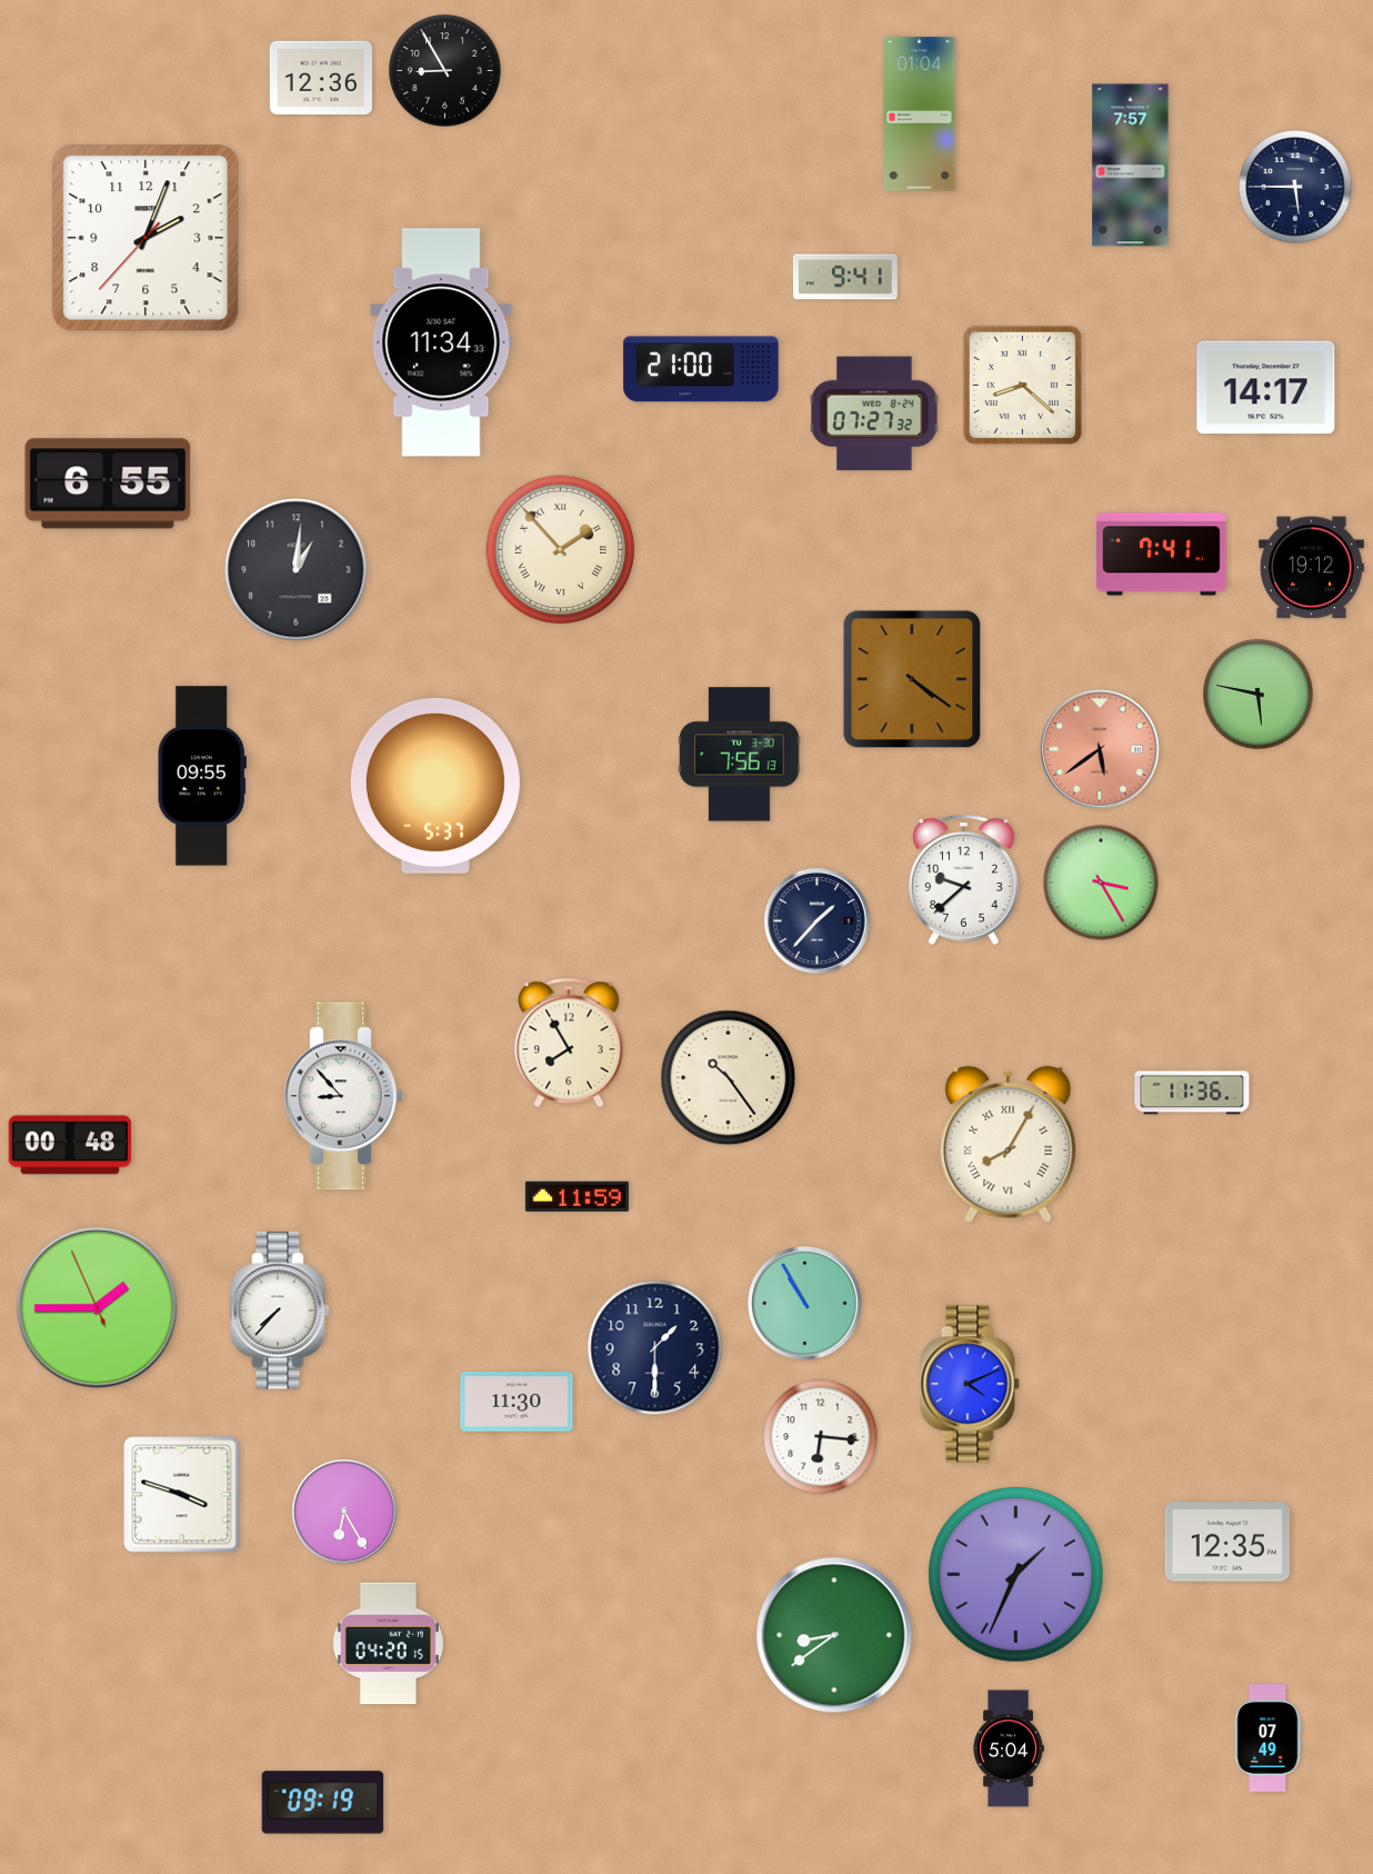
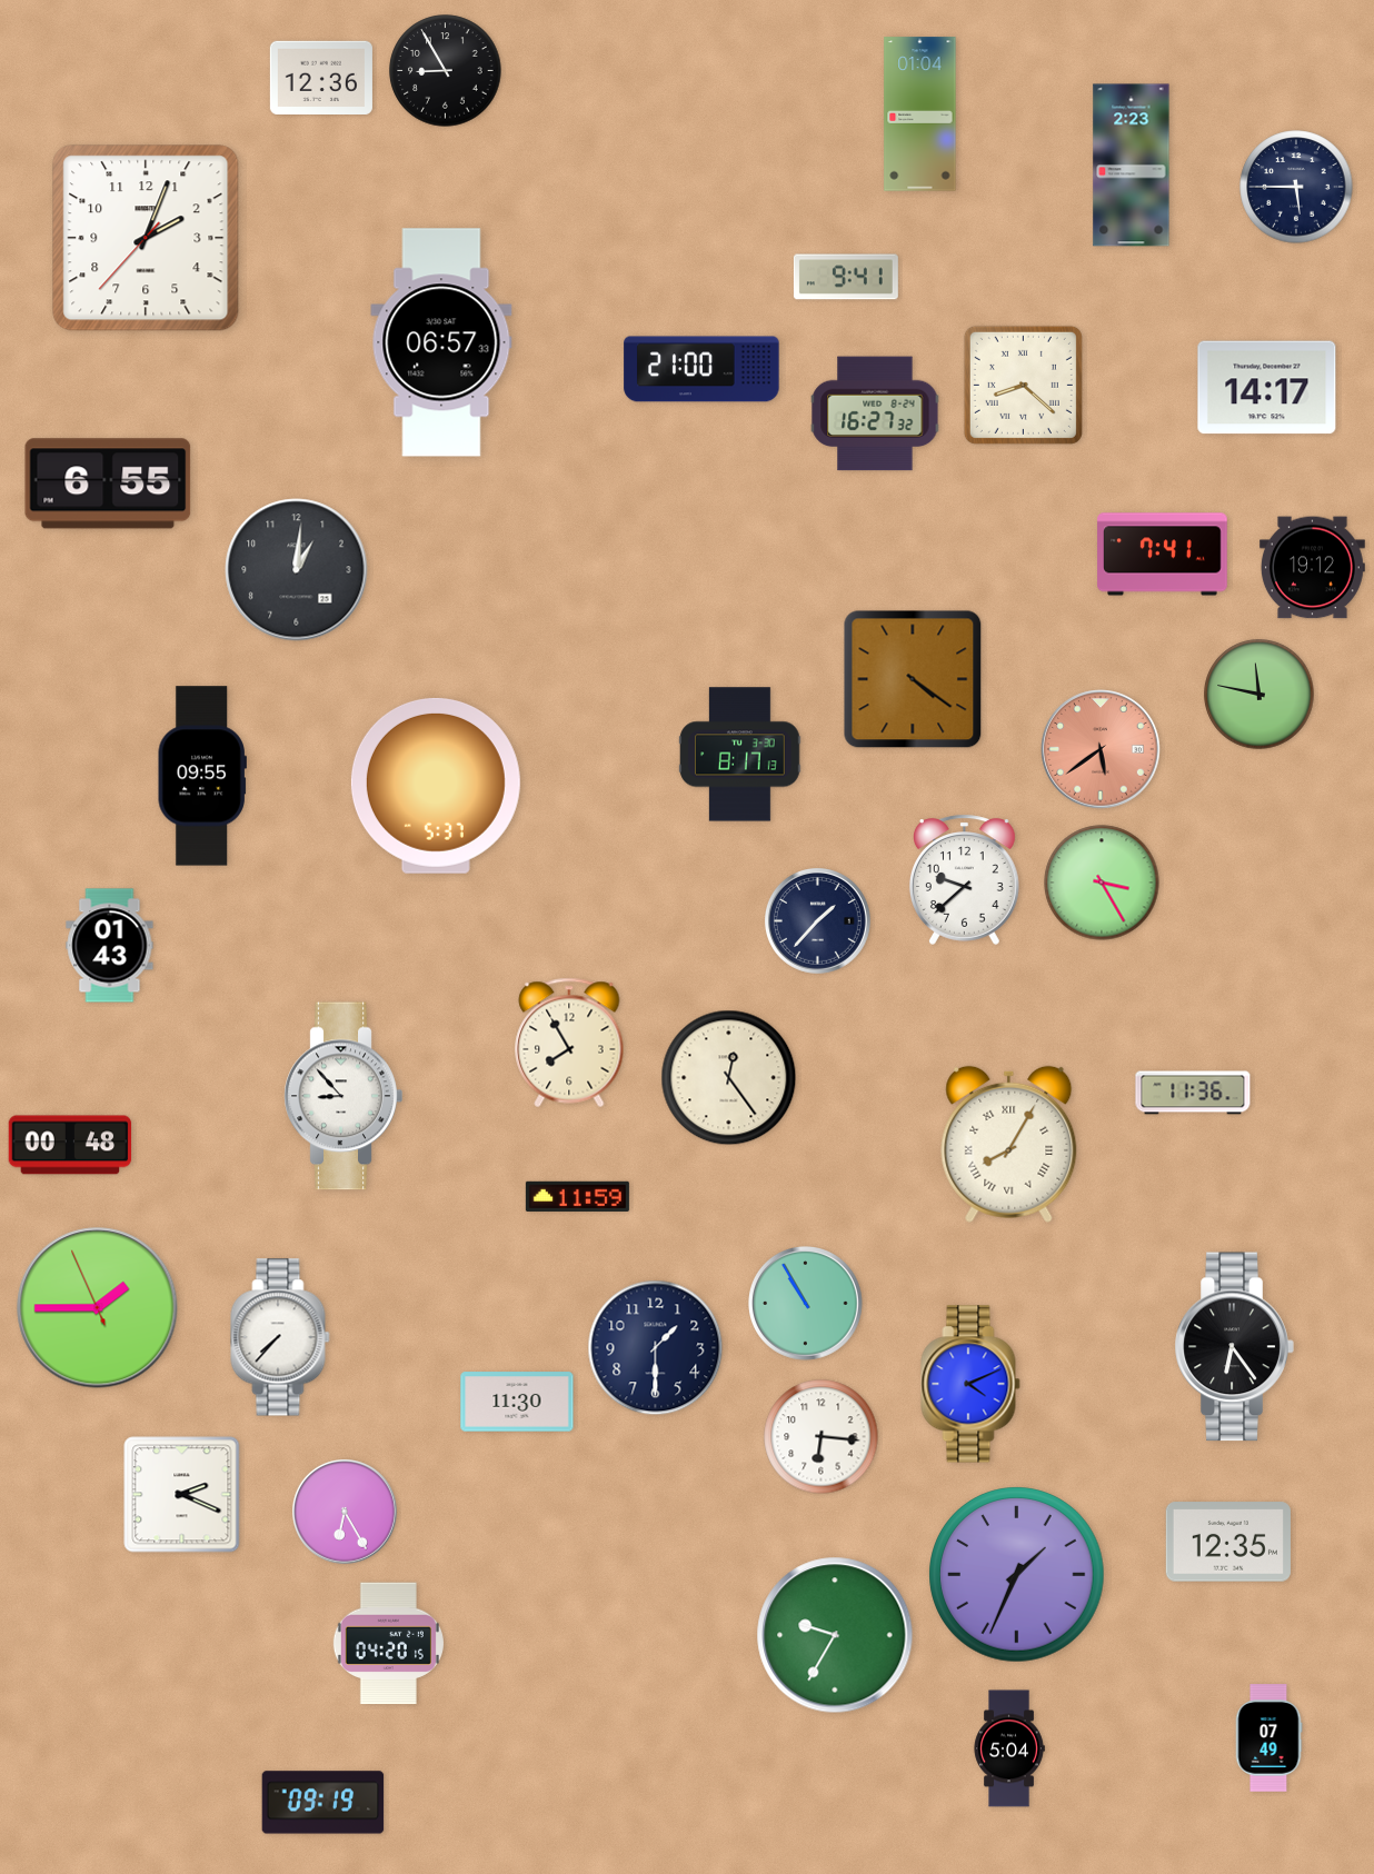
clock at (1131, 166): 7:57 -> 2:23
clock at (441, 342): 11:34 -> 06:57
clock at (874, 413): 07:27 -> 16:27
clock at (561, 550): 1:53 -> none
clock at (1259, 695): 5:47 -> 11:47
clock at (740, 755): 7:56 -> 8:17
clock at (110, 946): none -> 01:43
clock at (729, 1078): 10:24 -> 12:24
clock at (280, 1310) position: (280, 1310) -> (280, 1337)
clock at (1234, 1347): none -> 6:24
clock at (182, 1495): 3:48 -> 2:19
clock at (834, 1635): 8:39 -> 9:35
